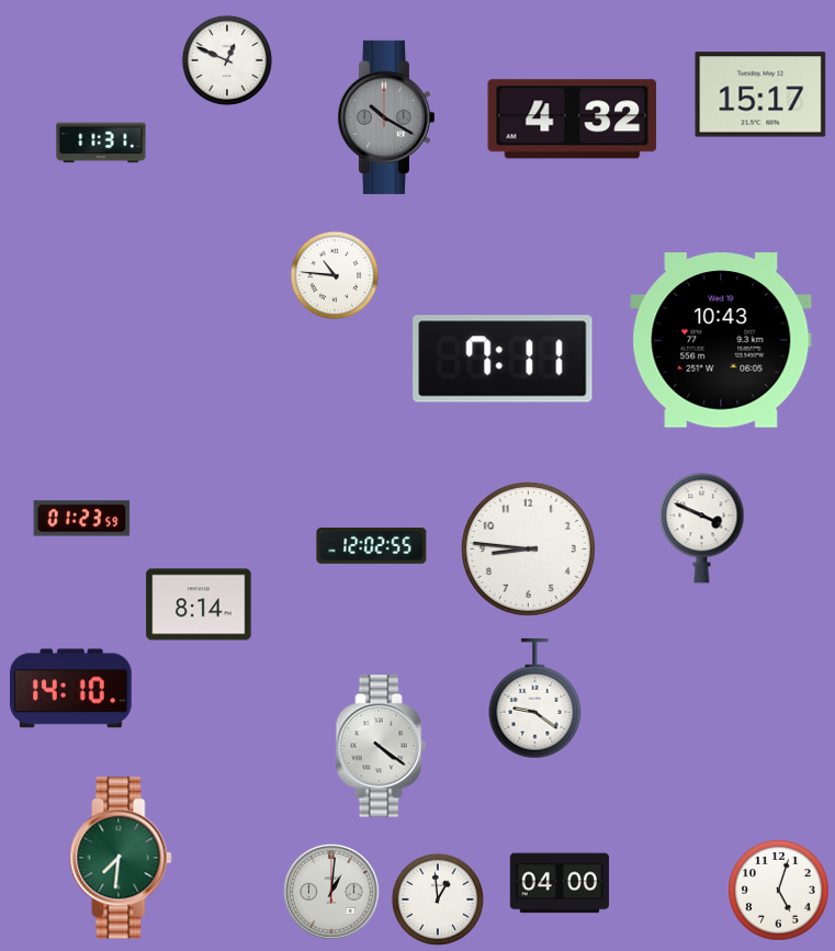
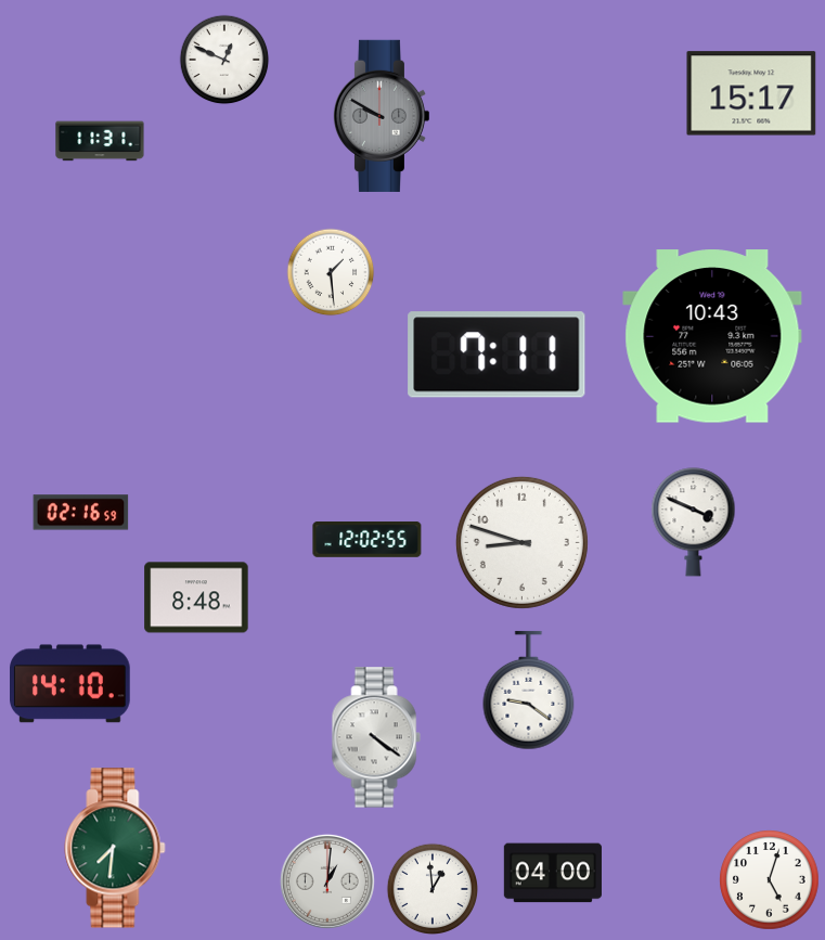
clock at (385, 117): 10:20 -> 9:50
clock at (573, 120): 4:32 -> none
clock at (335, 275): 10:46 -> 1:29
clock at (82, 519): 01:23 -> 02:16
clock at (528, 548): 8:46 -> 8:48
clock at (199, 604): 8:14 -> 8:48
clock at (71, 689) position: (71, 689) -> (70, 684)
clock at (121, 858) position: (121, 858) -> (115, 848)
